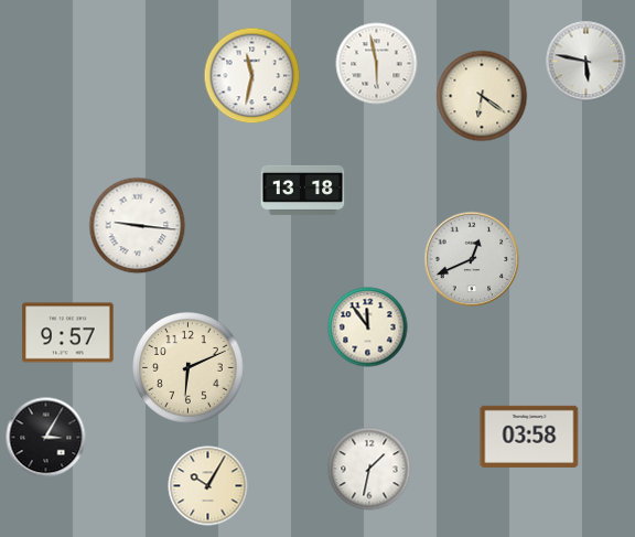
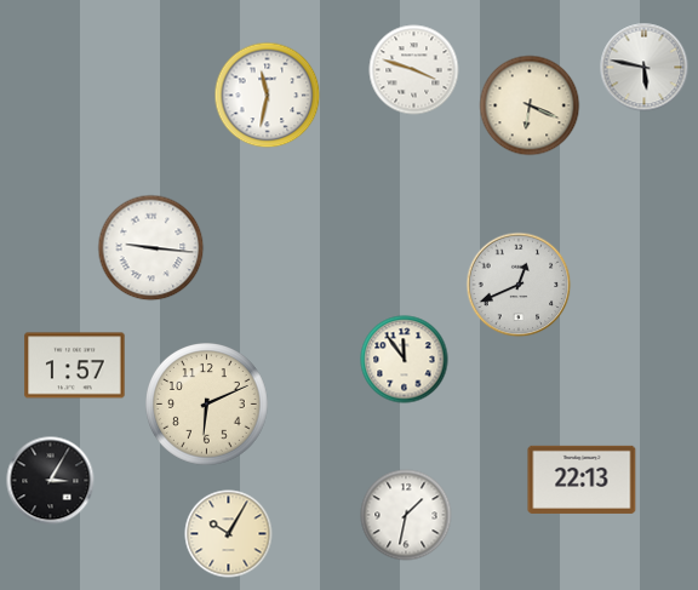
clock at (377, 64): 5:58 -> 3:48
clock at (252, 76) position: (252, 76) -> (268, 96)
clock at (482, 96): 6:21 -> 6:19
clock at (303, 190): 13:18 -> none
clock at (68, 333): 9:57 -> 1:57
clock at (529, 437): 03:58 -> 22:13
